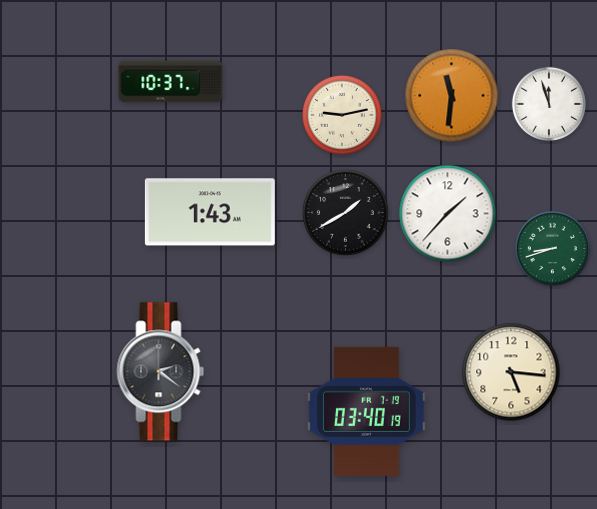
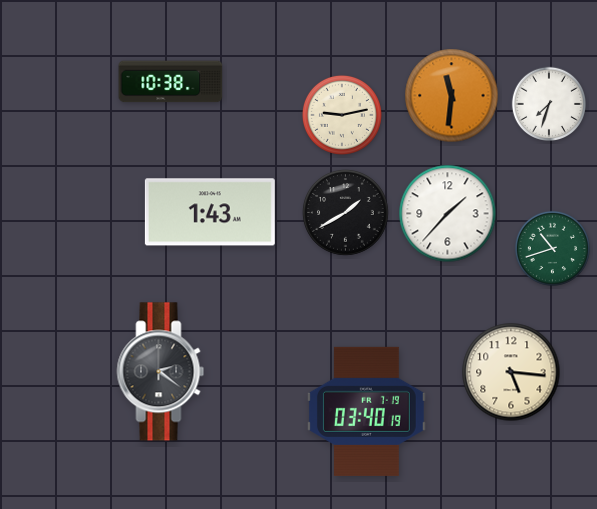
clock at (171, 82): 10:37 -> 10:38
clock at (548, 103): 11:57 -> 7:33
clock at (552, 248): 8:42 -> 10:42
